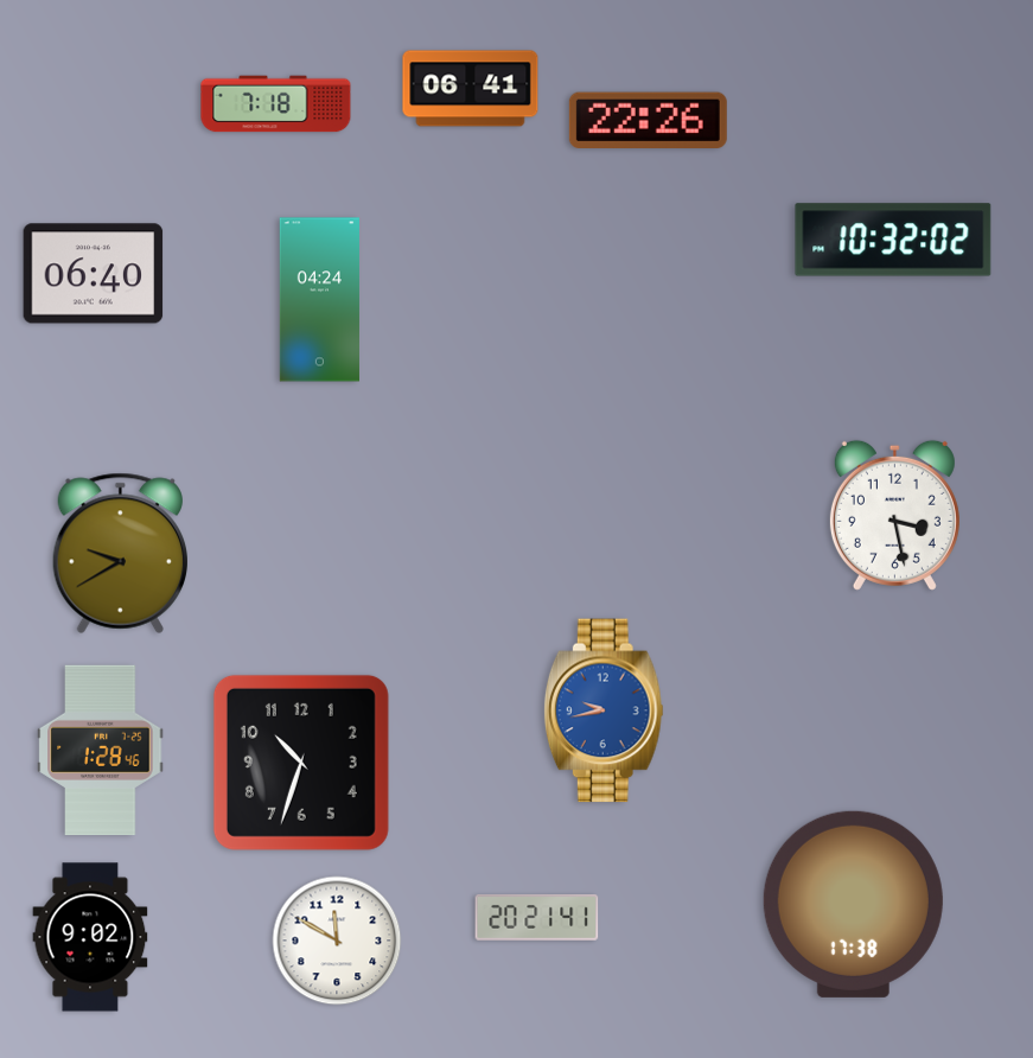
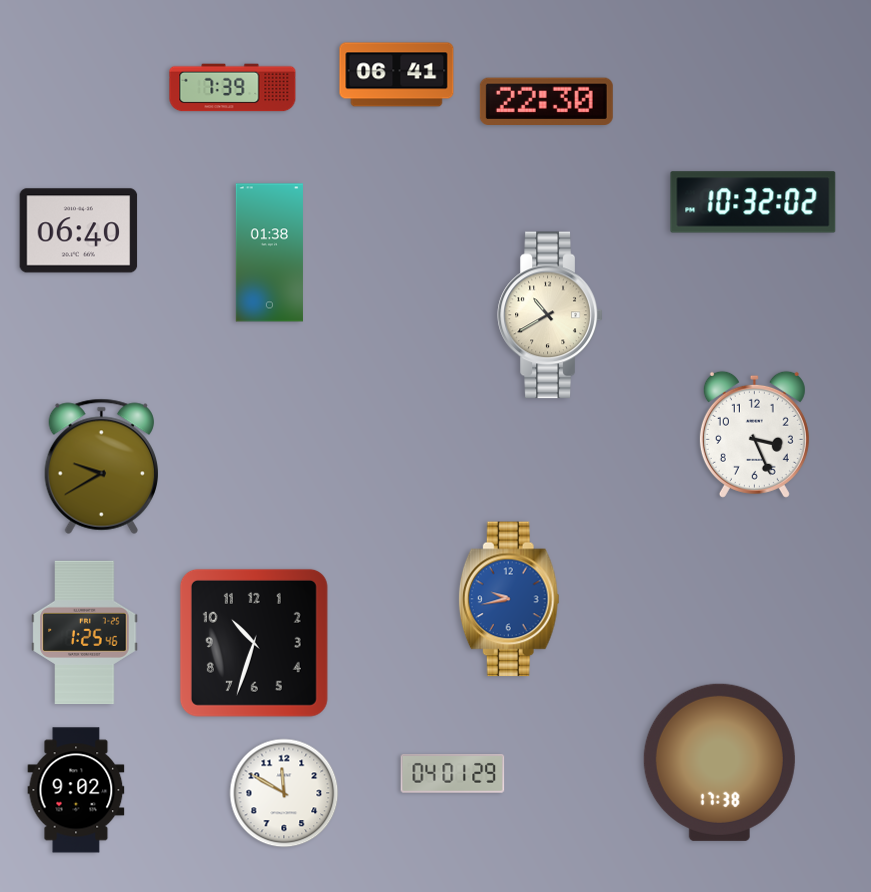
clock at (276, 104): 7:18 -> 7:39
clock at (648, 120): 22:26 -> 22:30
clock at (319, 300): 04:24 -> 01:38
clock at (550, 315): none -> 10:40
clock at (894, 515): 3:28 -> 3:26
clock at (101, 751): 1:28 -> 1:25
clock at (537, 918): 20:21 -> 04:01
